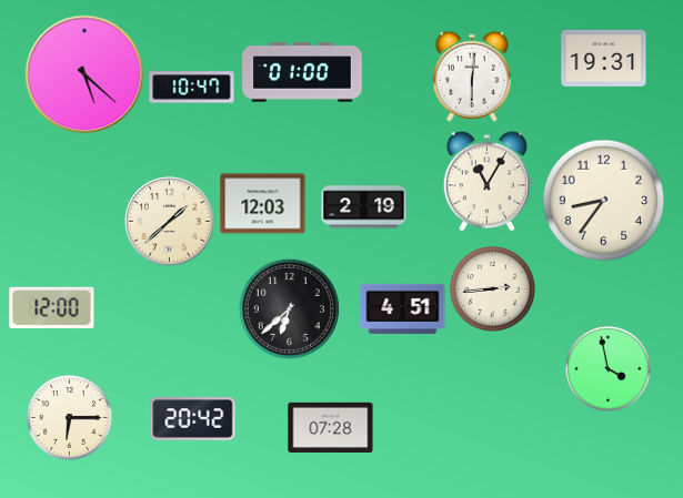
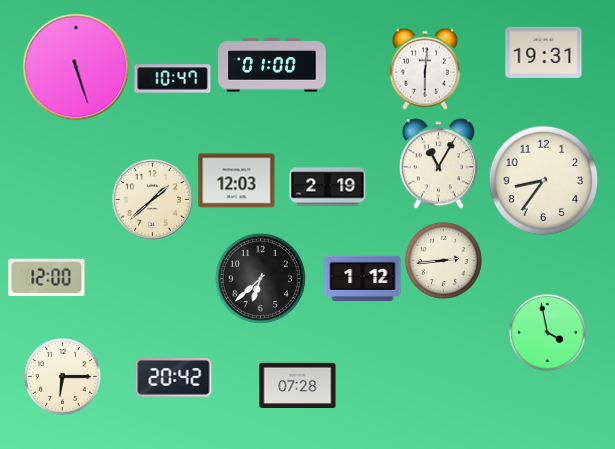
clock at (84, 74): 5:22 -> 5:27
clock at (263, 204) position: (263, 204) -> (237, 181)
clock at (403, 308): 4:51 -> 1:12
